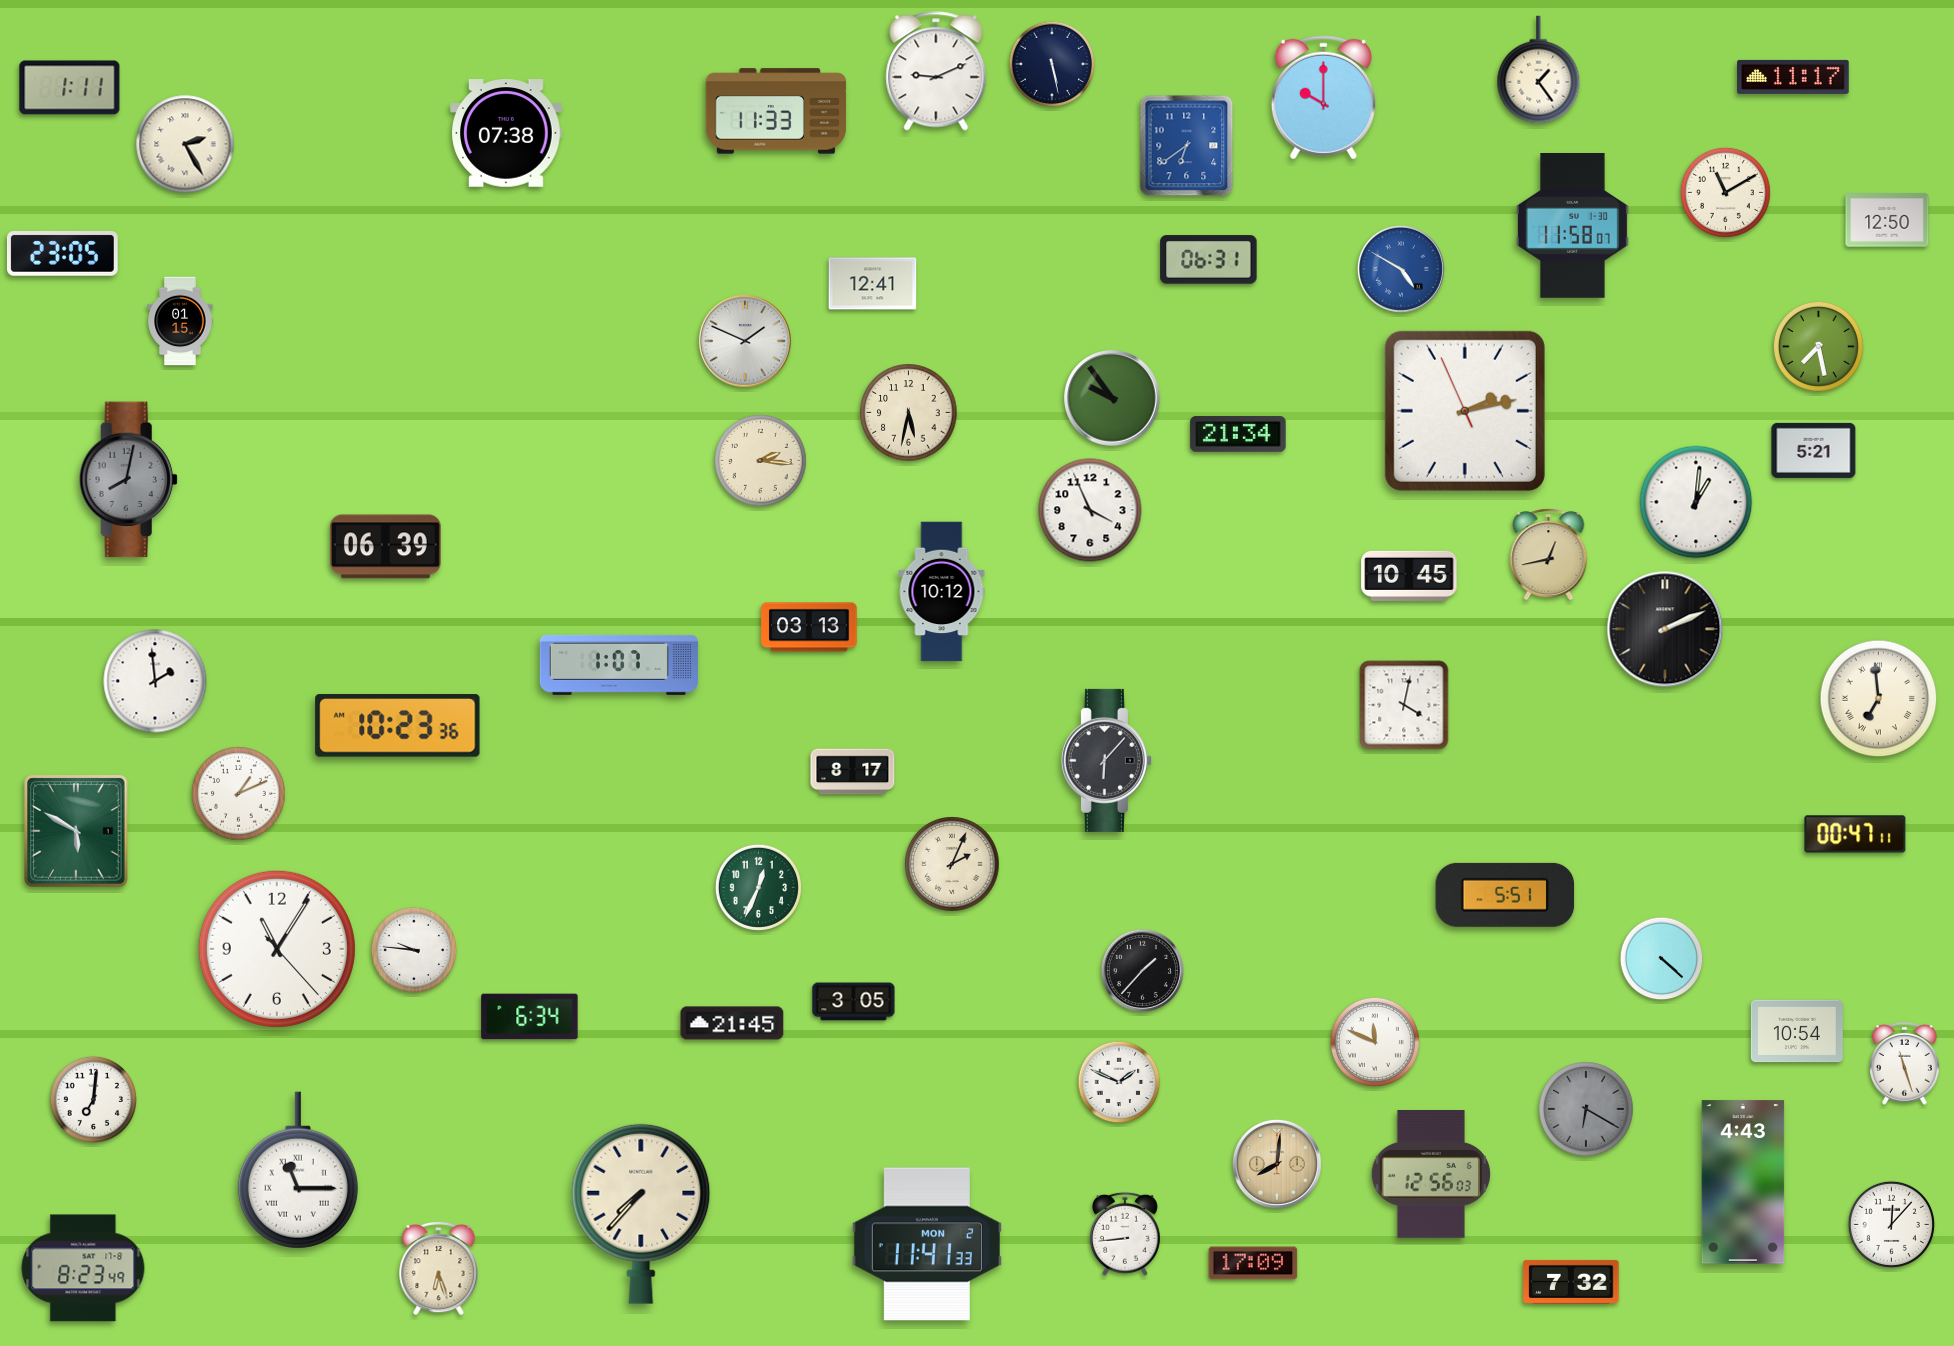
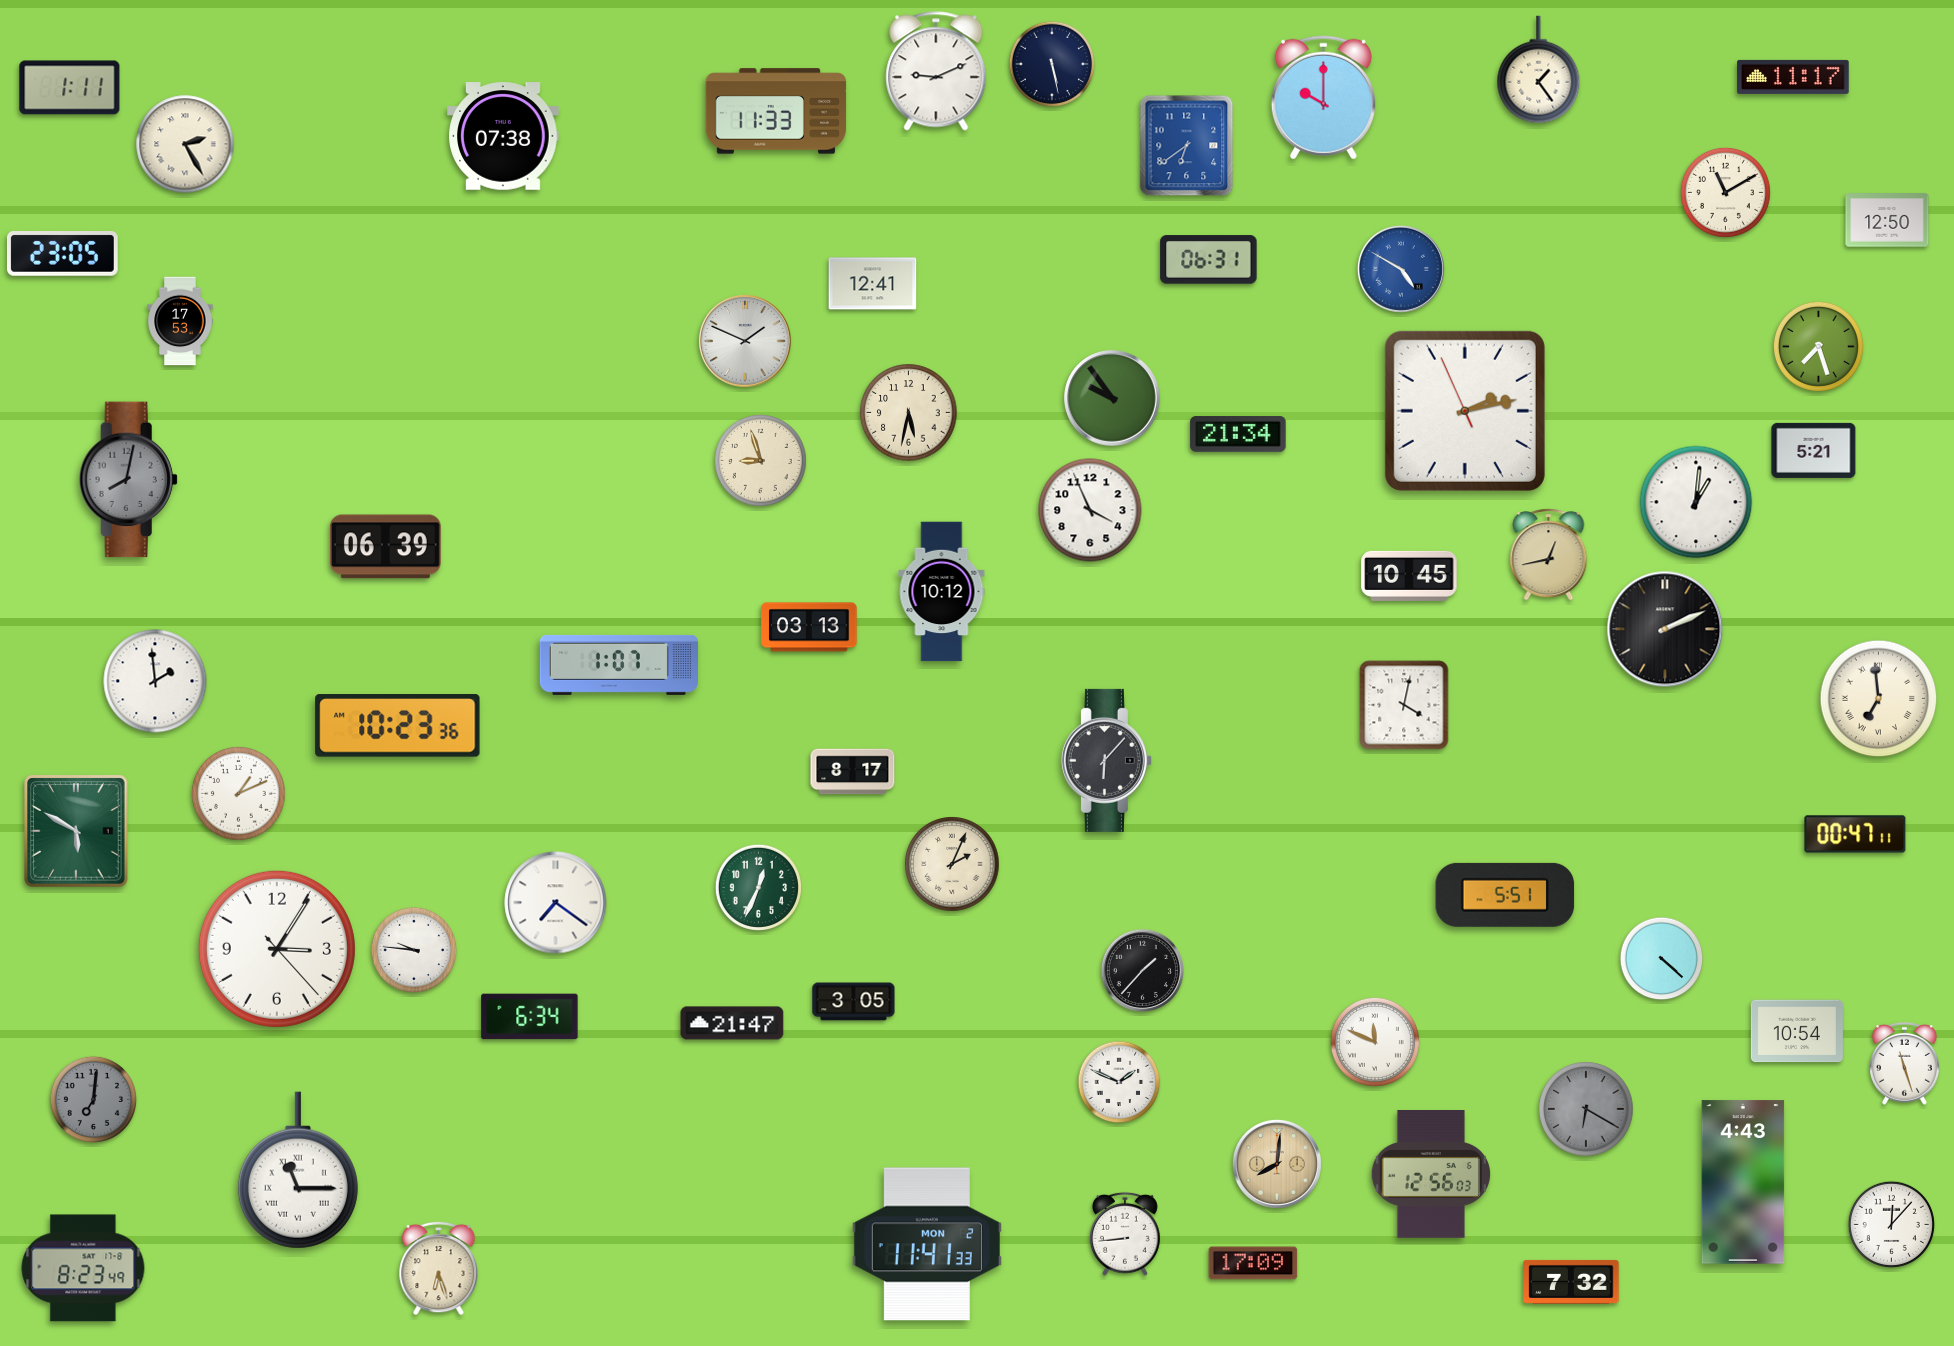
clock at (506, 133) position: (506, 133) -> (503, 136)
clock at (1572, 226): 11:58 -> none
clock at (180, 321): 01:15 -> 17:53
clock at (1818, 346): 7:28 -> 7:27
clock at (761, 461): 2:16 -> 8:57
clock at (556, 903): none -> 7:21
clock at (277, 949): 11:05 -> 3:05
clock at (732, 1023): 21:45 -> 21:47
clock at (93, 1099) dial: white -> grey
clock at (641, 1214): 7:37 -> none
